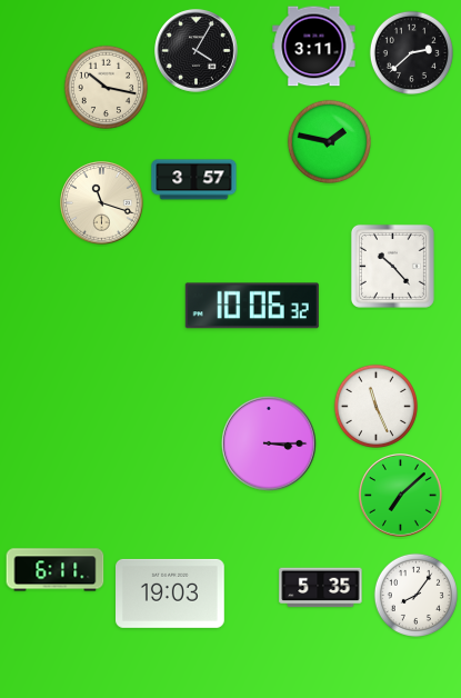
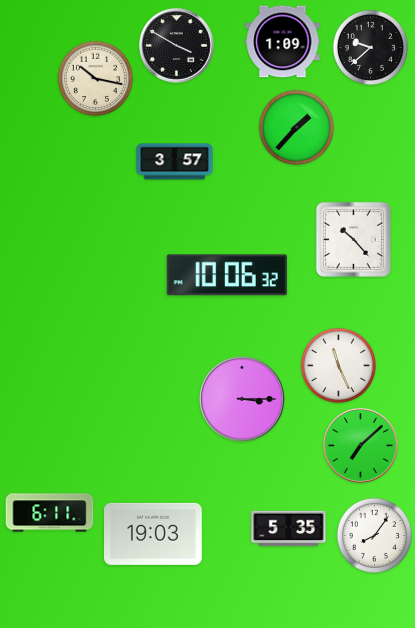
clock at (314, 47): 3:11 -> 1:09
clock at (197, 51): 4:05 -> 3:50
clock at (411, 52): 2:38 -> 9:38
clock at (329, 141): 1:47 -> 1:37
clock at (102, 203): 11:18 -> none
